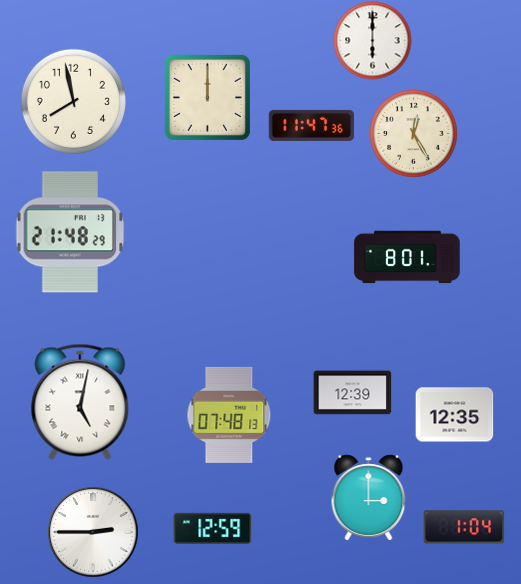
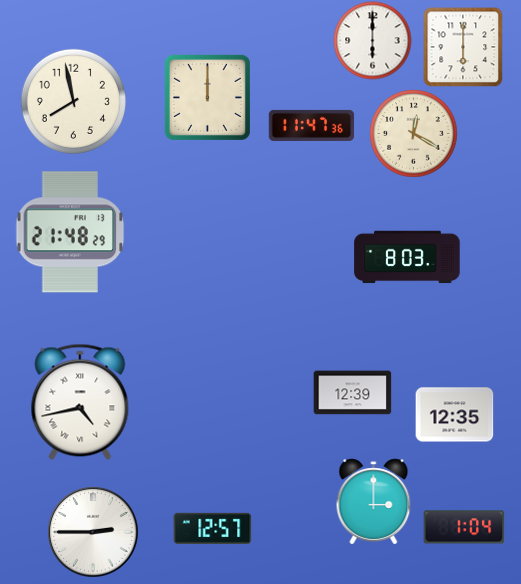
clock at (463, 47): none -> 6:00
clock at (413, 133): 12:25 -> 12:20
clock at (407, 257): 8:01 -> 8:03
clock at (80, 402): 5:02 -> 4:43
clock at (229, 415): 07:48 -> none
clock at (369, 497) position: (369, 497) -> (374, 501)
clock at (212, 528): 12:59 -> 12:57
